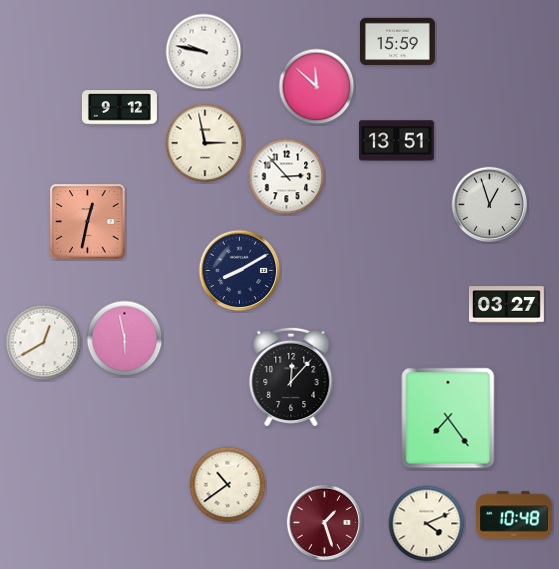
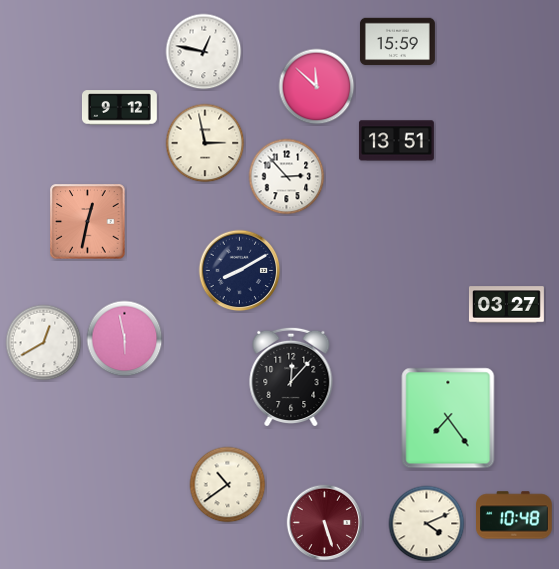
clock at (204, 52): 9:47 -> 12:47
clock at (490, 205): 12:57 -> none
clock at (325, 523): 1:27 -> 5:27
